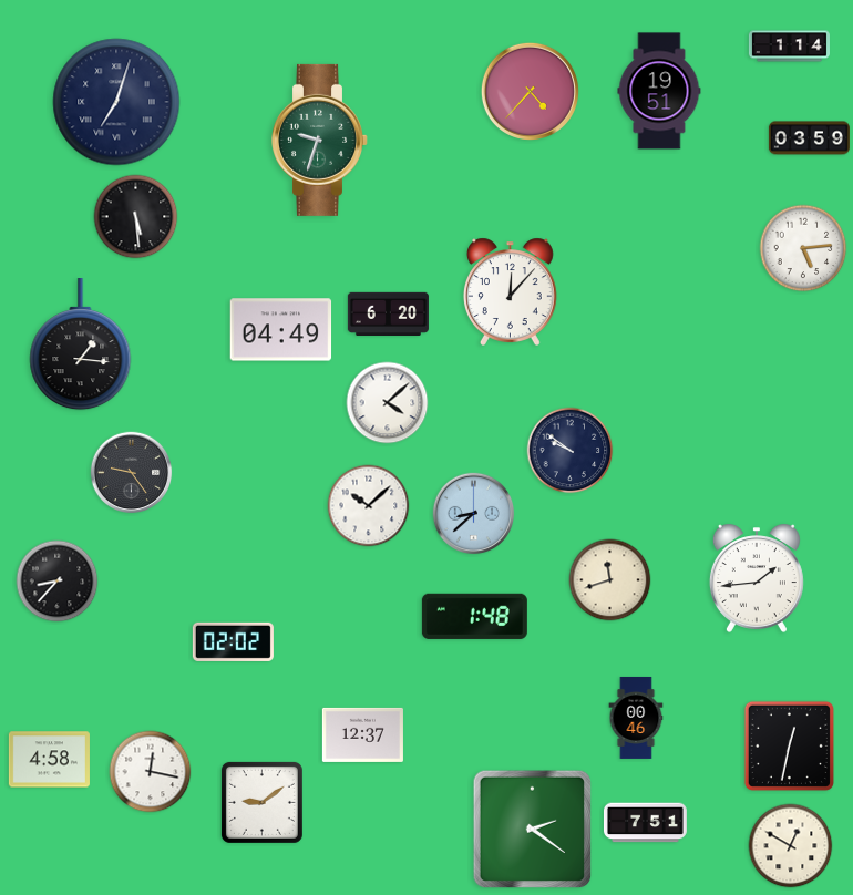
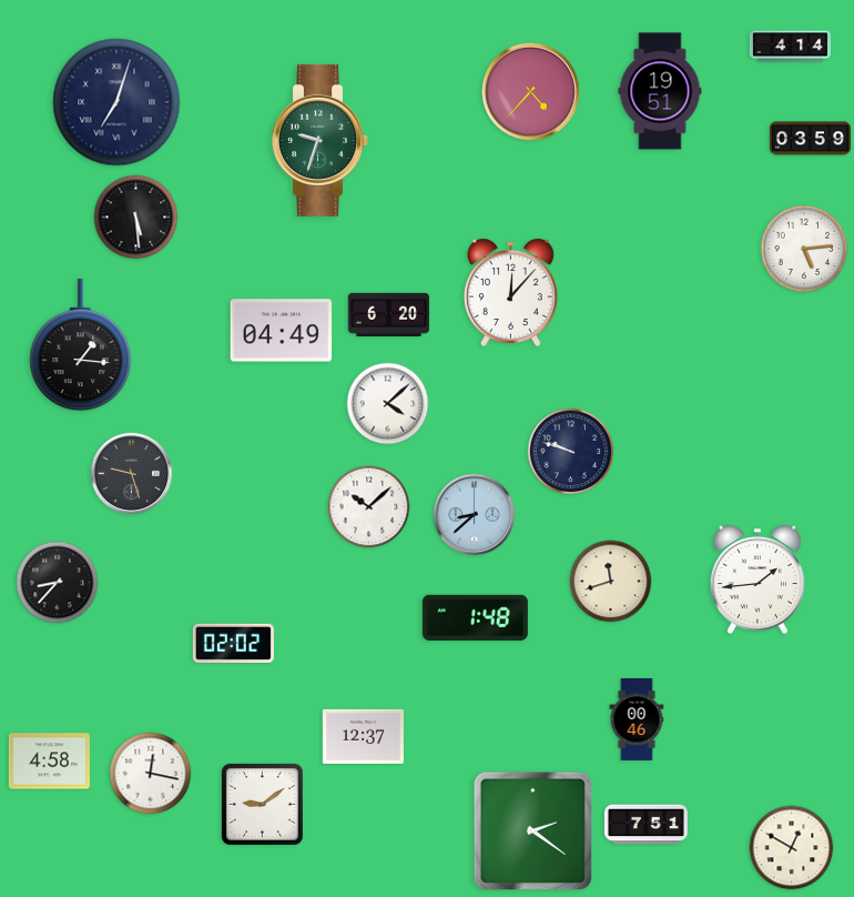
clock at (789, 47): 1:14 -> 4:14
clock at (571, 451): 9:51 -> 9:48
clock at (132, 473): 9:24 -> 9:27
clock at (789, 745): 12:32 -> none
